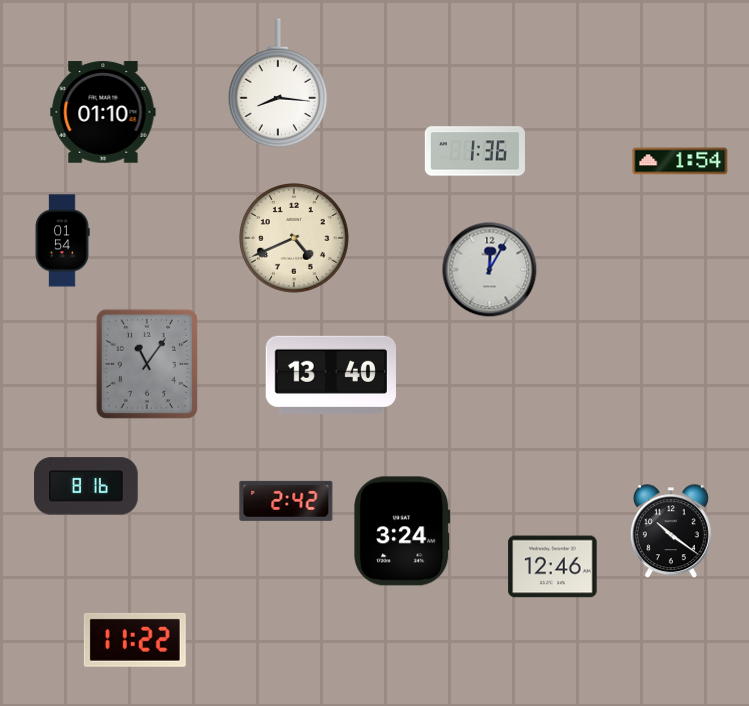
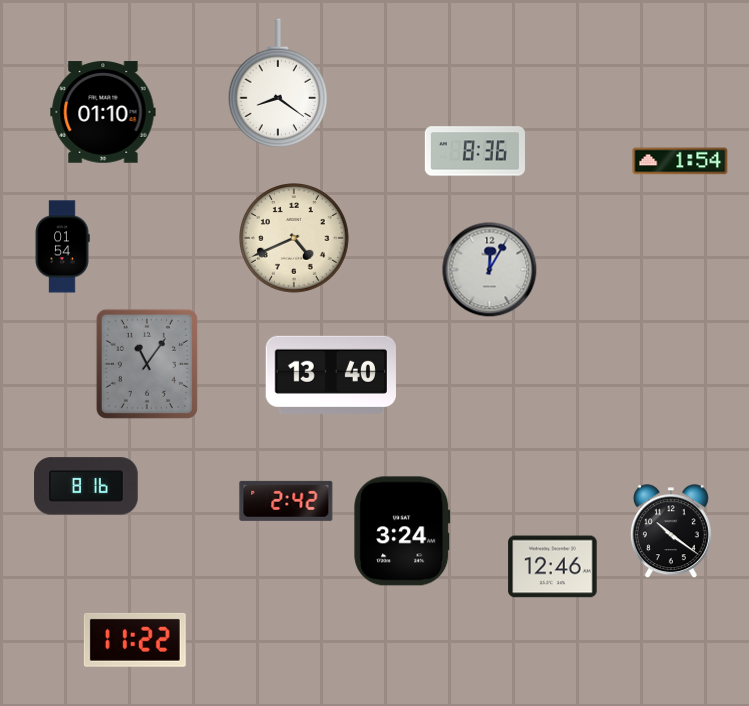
clock at (278, 84): 8:16 -> 8:21
clock at (475, 151): 1:36 -> 8:36
clock at (62, 241) position: (62, 241) -> (62, 247)
